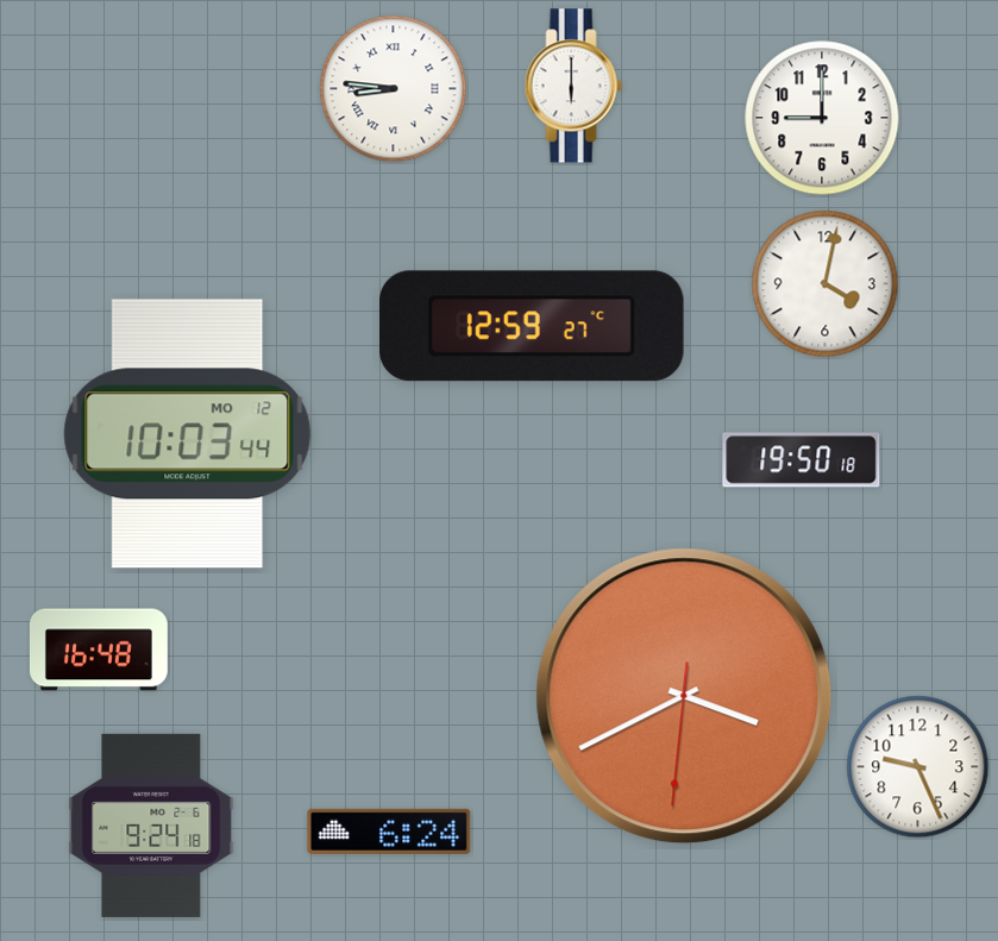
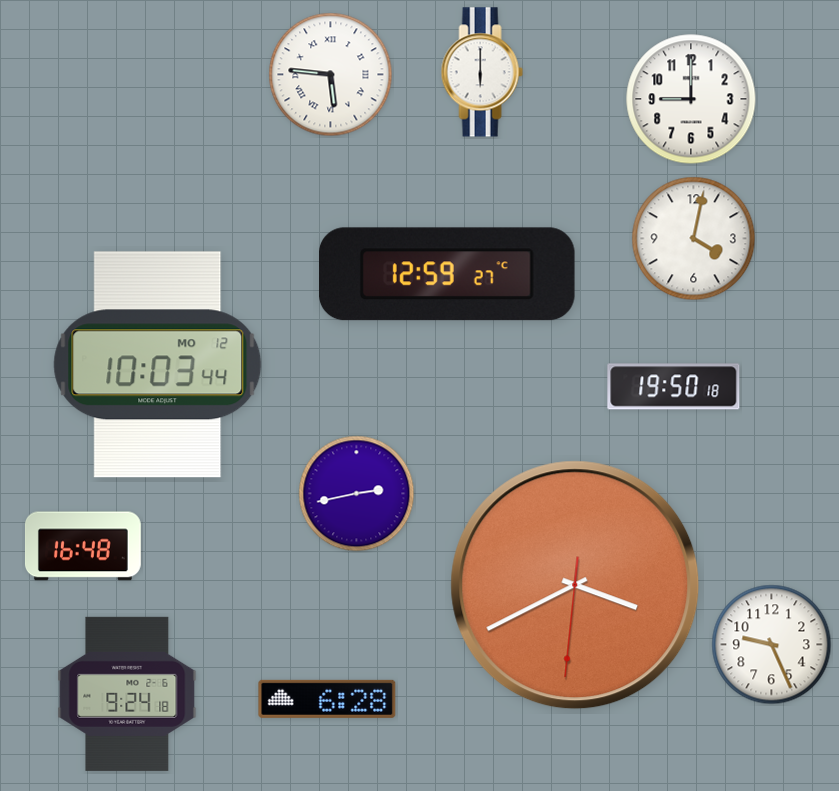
clock at (394, 89): 8:46 -> 5:46
clock at (357, 494): none -> 2:43
clock at (389, 832): 6:24 -> 6:28
